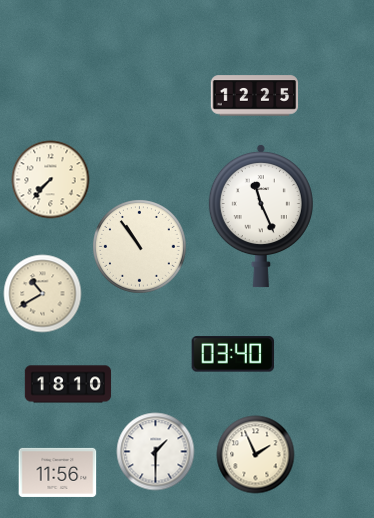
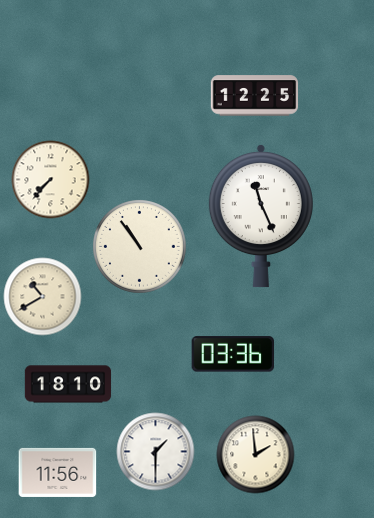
clock at (42, 293) position: (42, 293) -> (42, 296)
clock at (233, 354): 03:40 -> 03:36
clock at (255, 454): 1:56 -> 1:59
